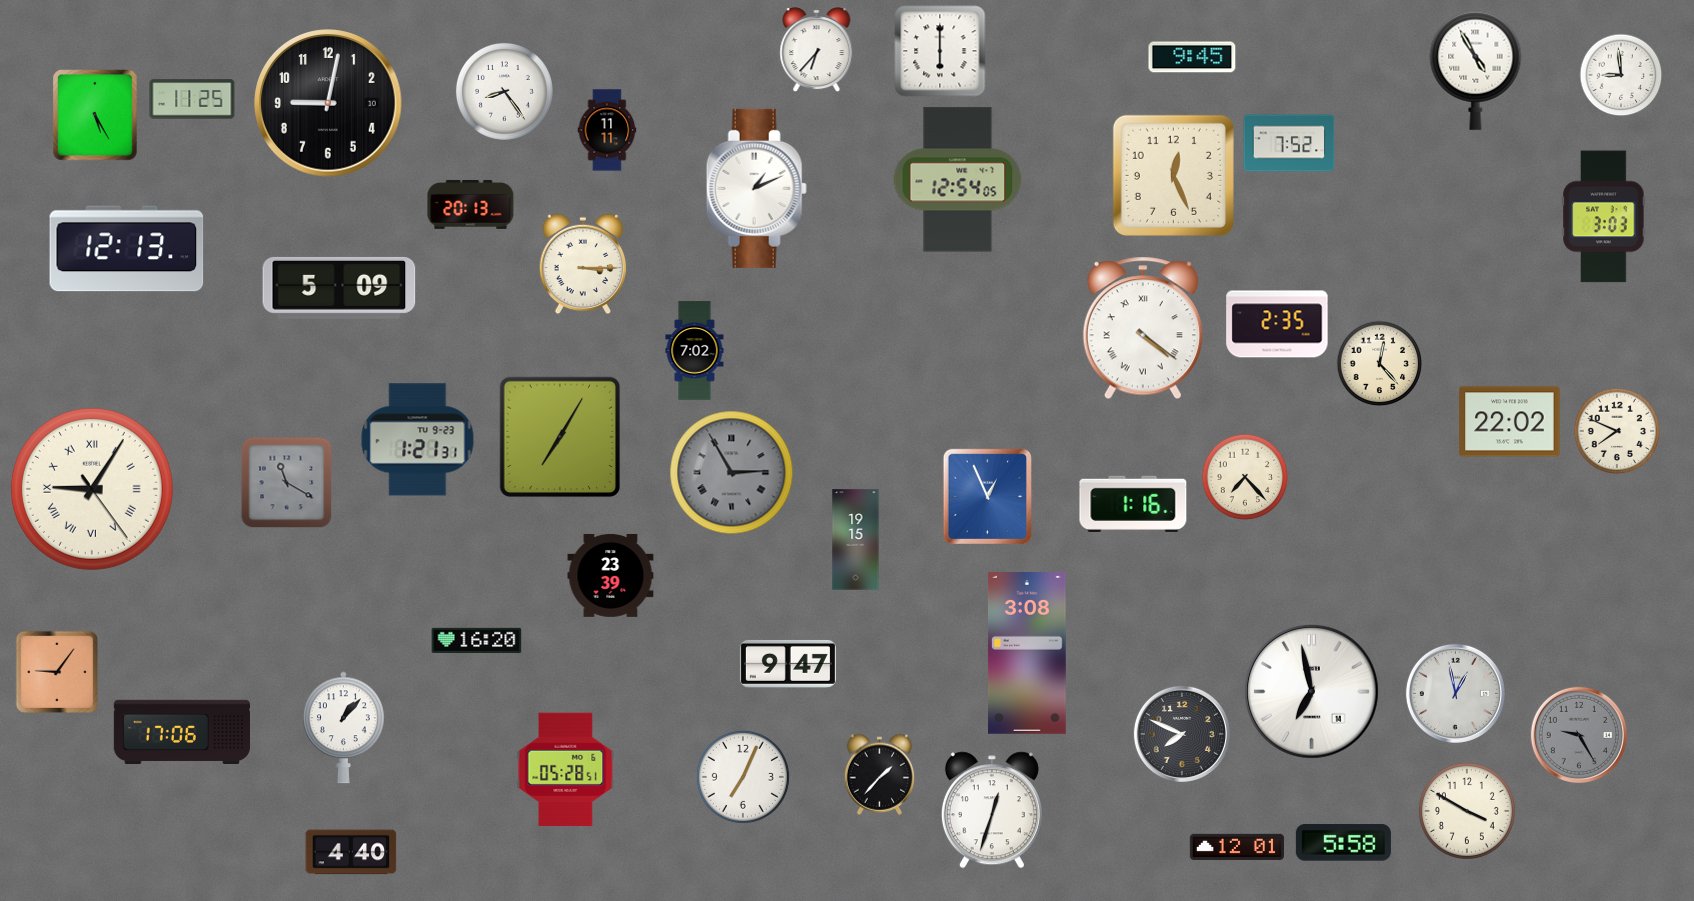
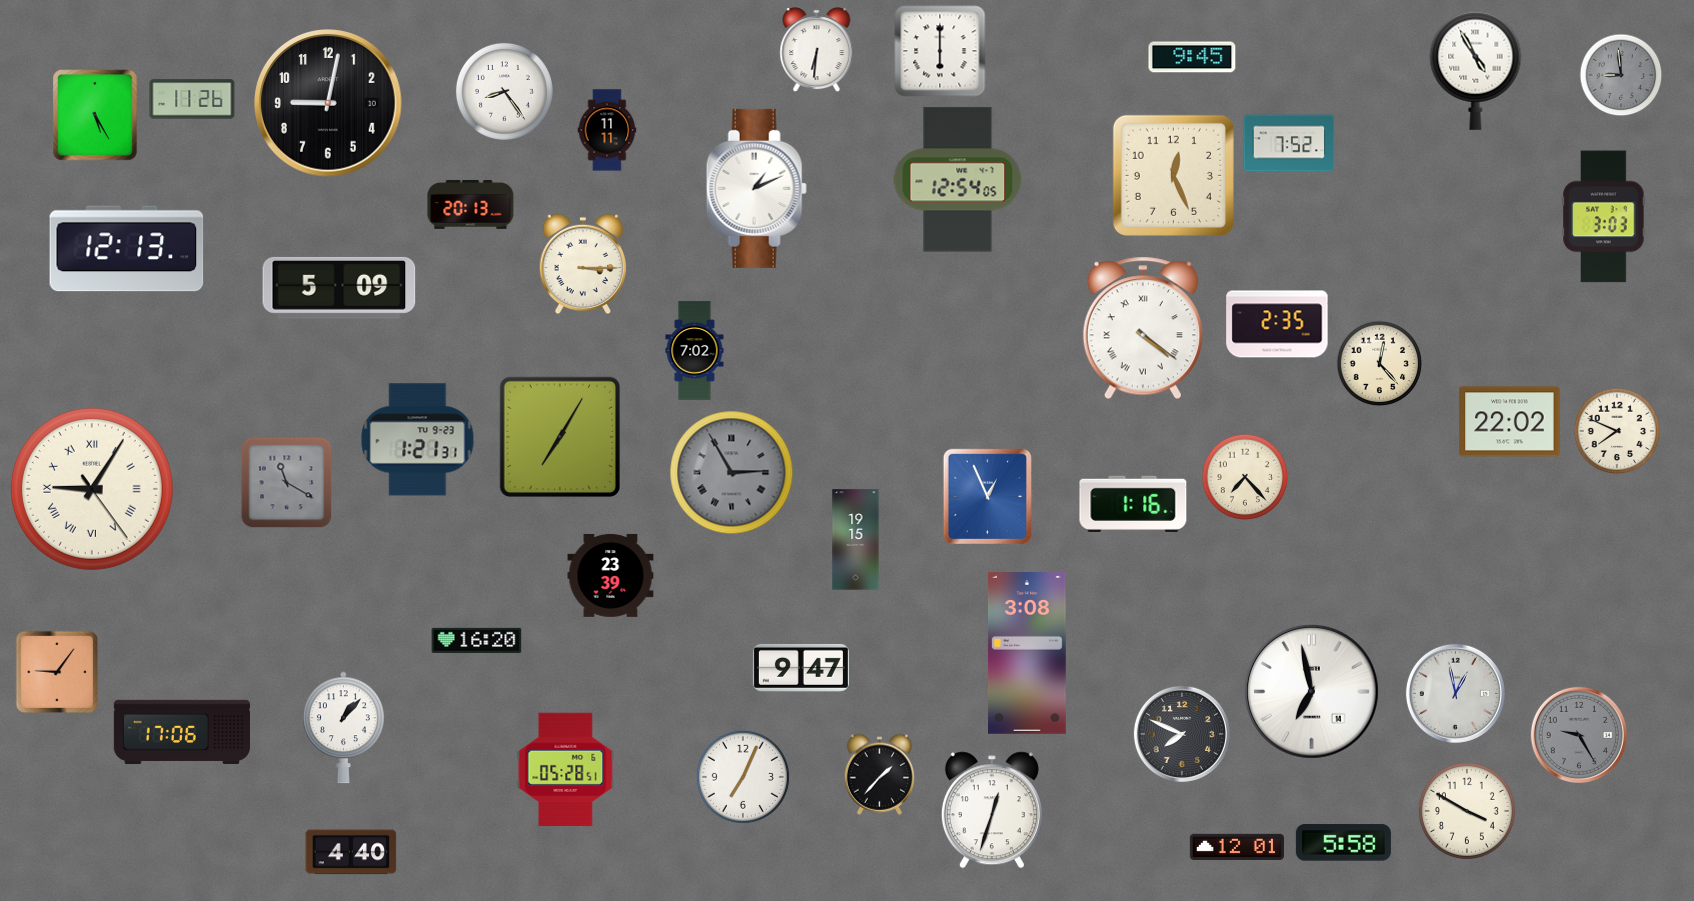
clock at (817, 50): 6:37 -> 6:31
clock at (1621, 75) dial: white -> grey
clock at (192, 99): 11:25 -> 11:26
clock at (788, 664) position: (788, 664) -> (801, 668)
